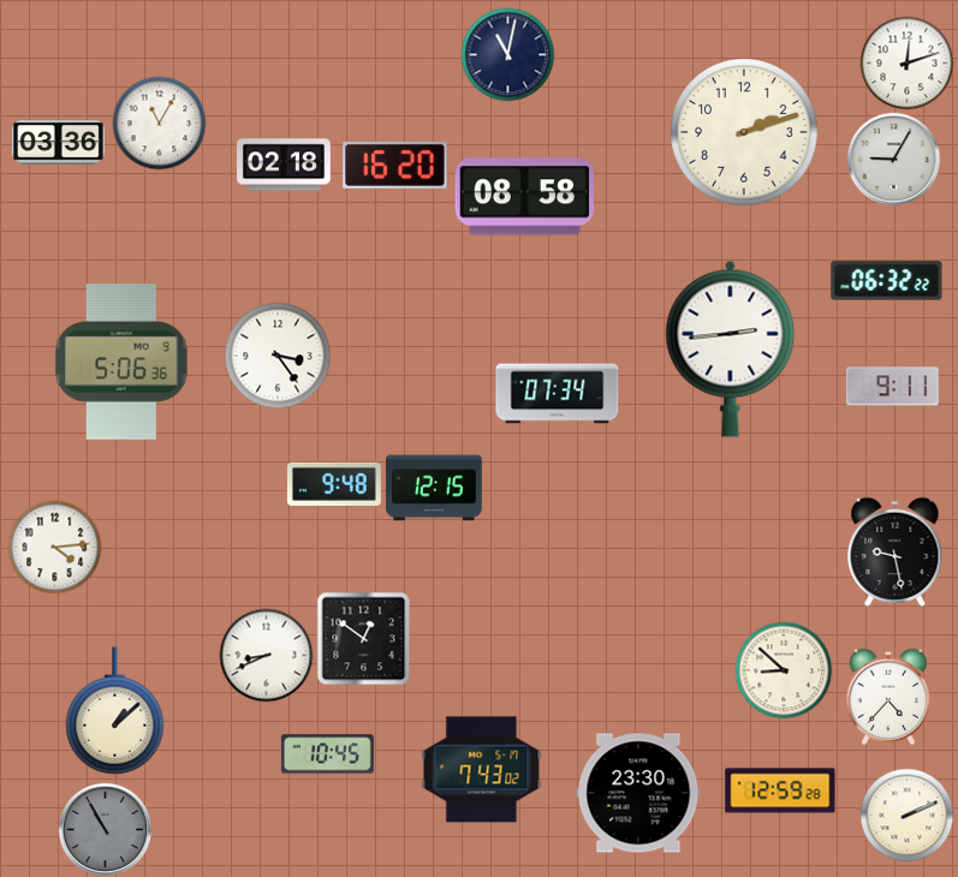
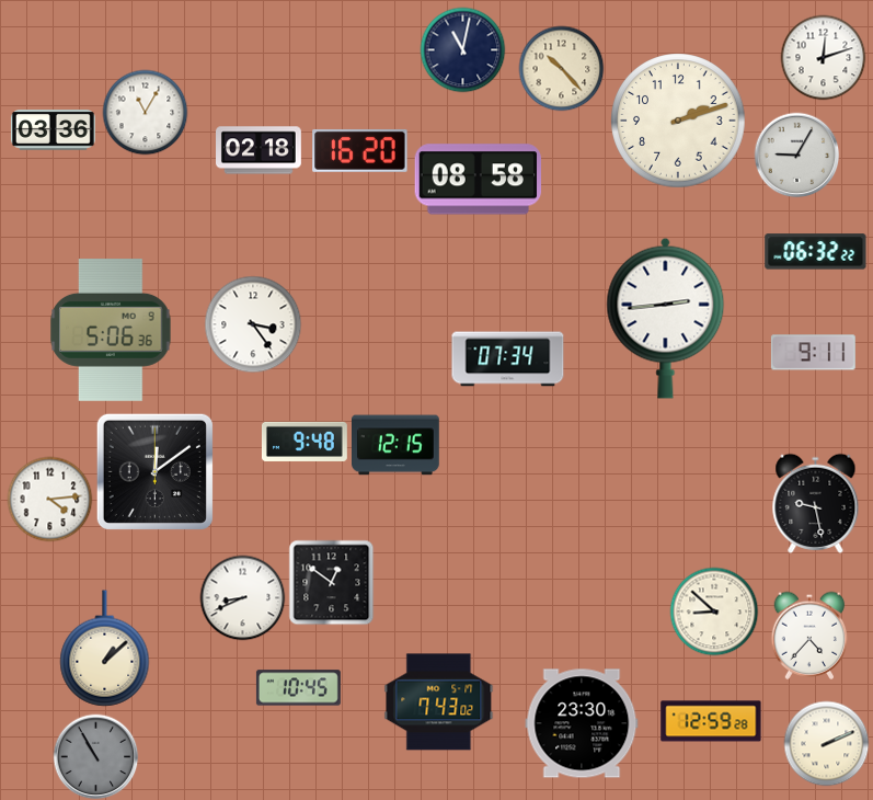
clock at (906, 62) position: (906, 62) -> (823, 57)
clock at (561, 68): none -> 10:23
clock at (893, 159) position: (893, 159) -> (796, 155)
clock at (887, 281) position: (887, 281) -> (816, 252)
clock at (154, 471): none -> 12:09
